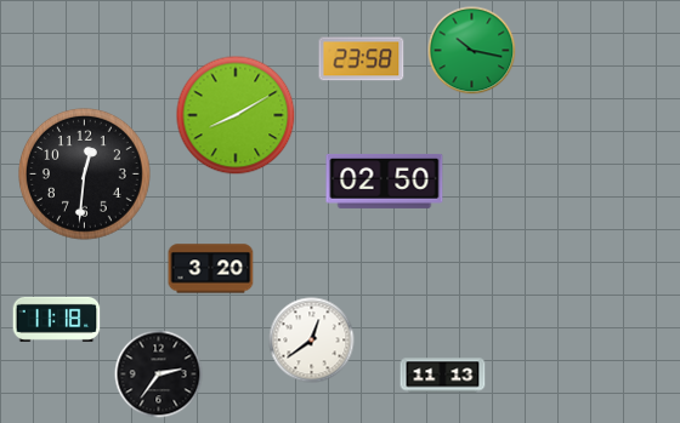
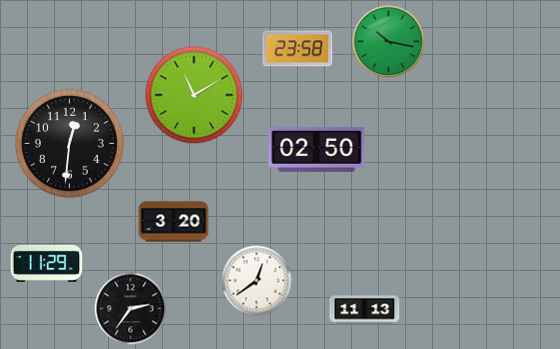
clock at (236, 115): 8:10 -> 11:10
clock at (57, 319): 11:18 -> 11:29
